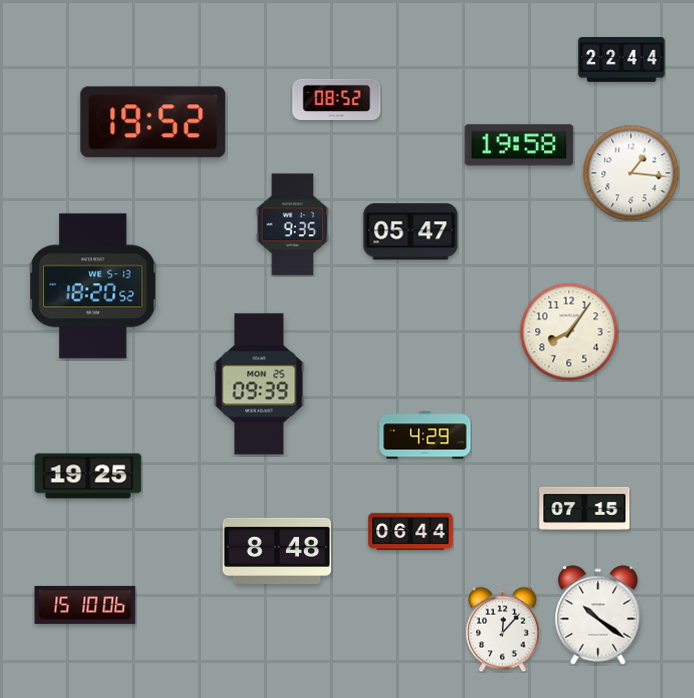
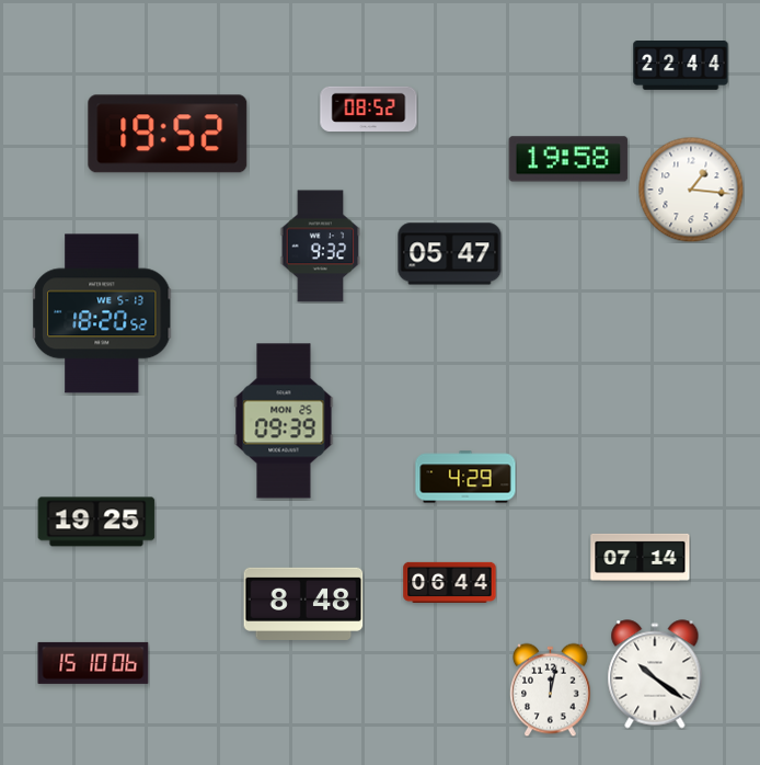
clock at (293, 225): 9:35 -> 9:32
clock at (569, 332): 8:06 -> none
clock at (585, 508): 07:15 -> 07:14
clock at (503, 629): 12:07 -> 12:02
